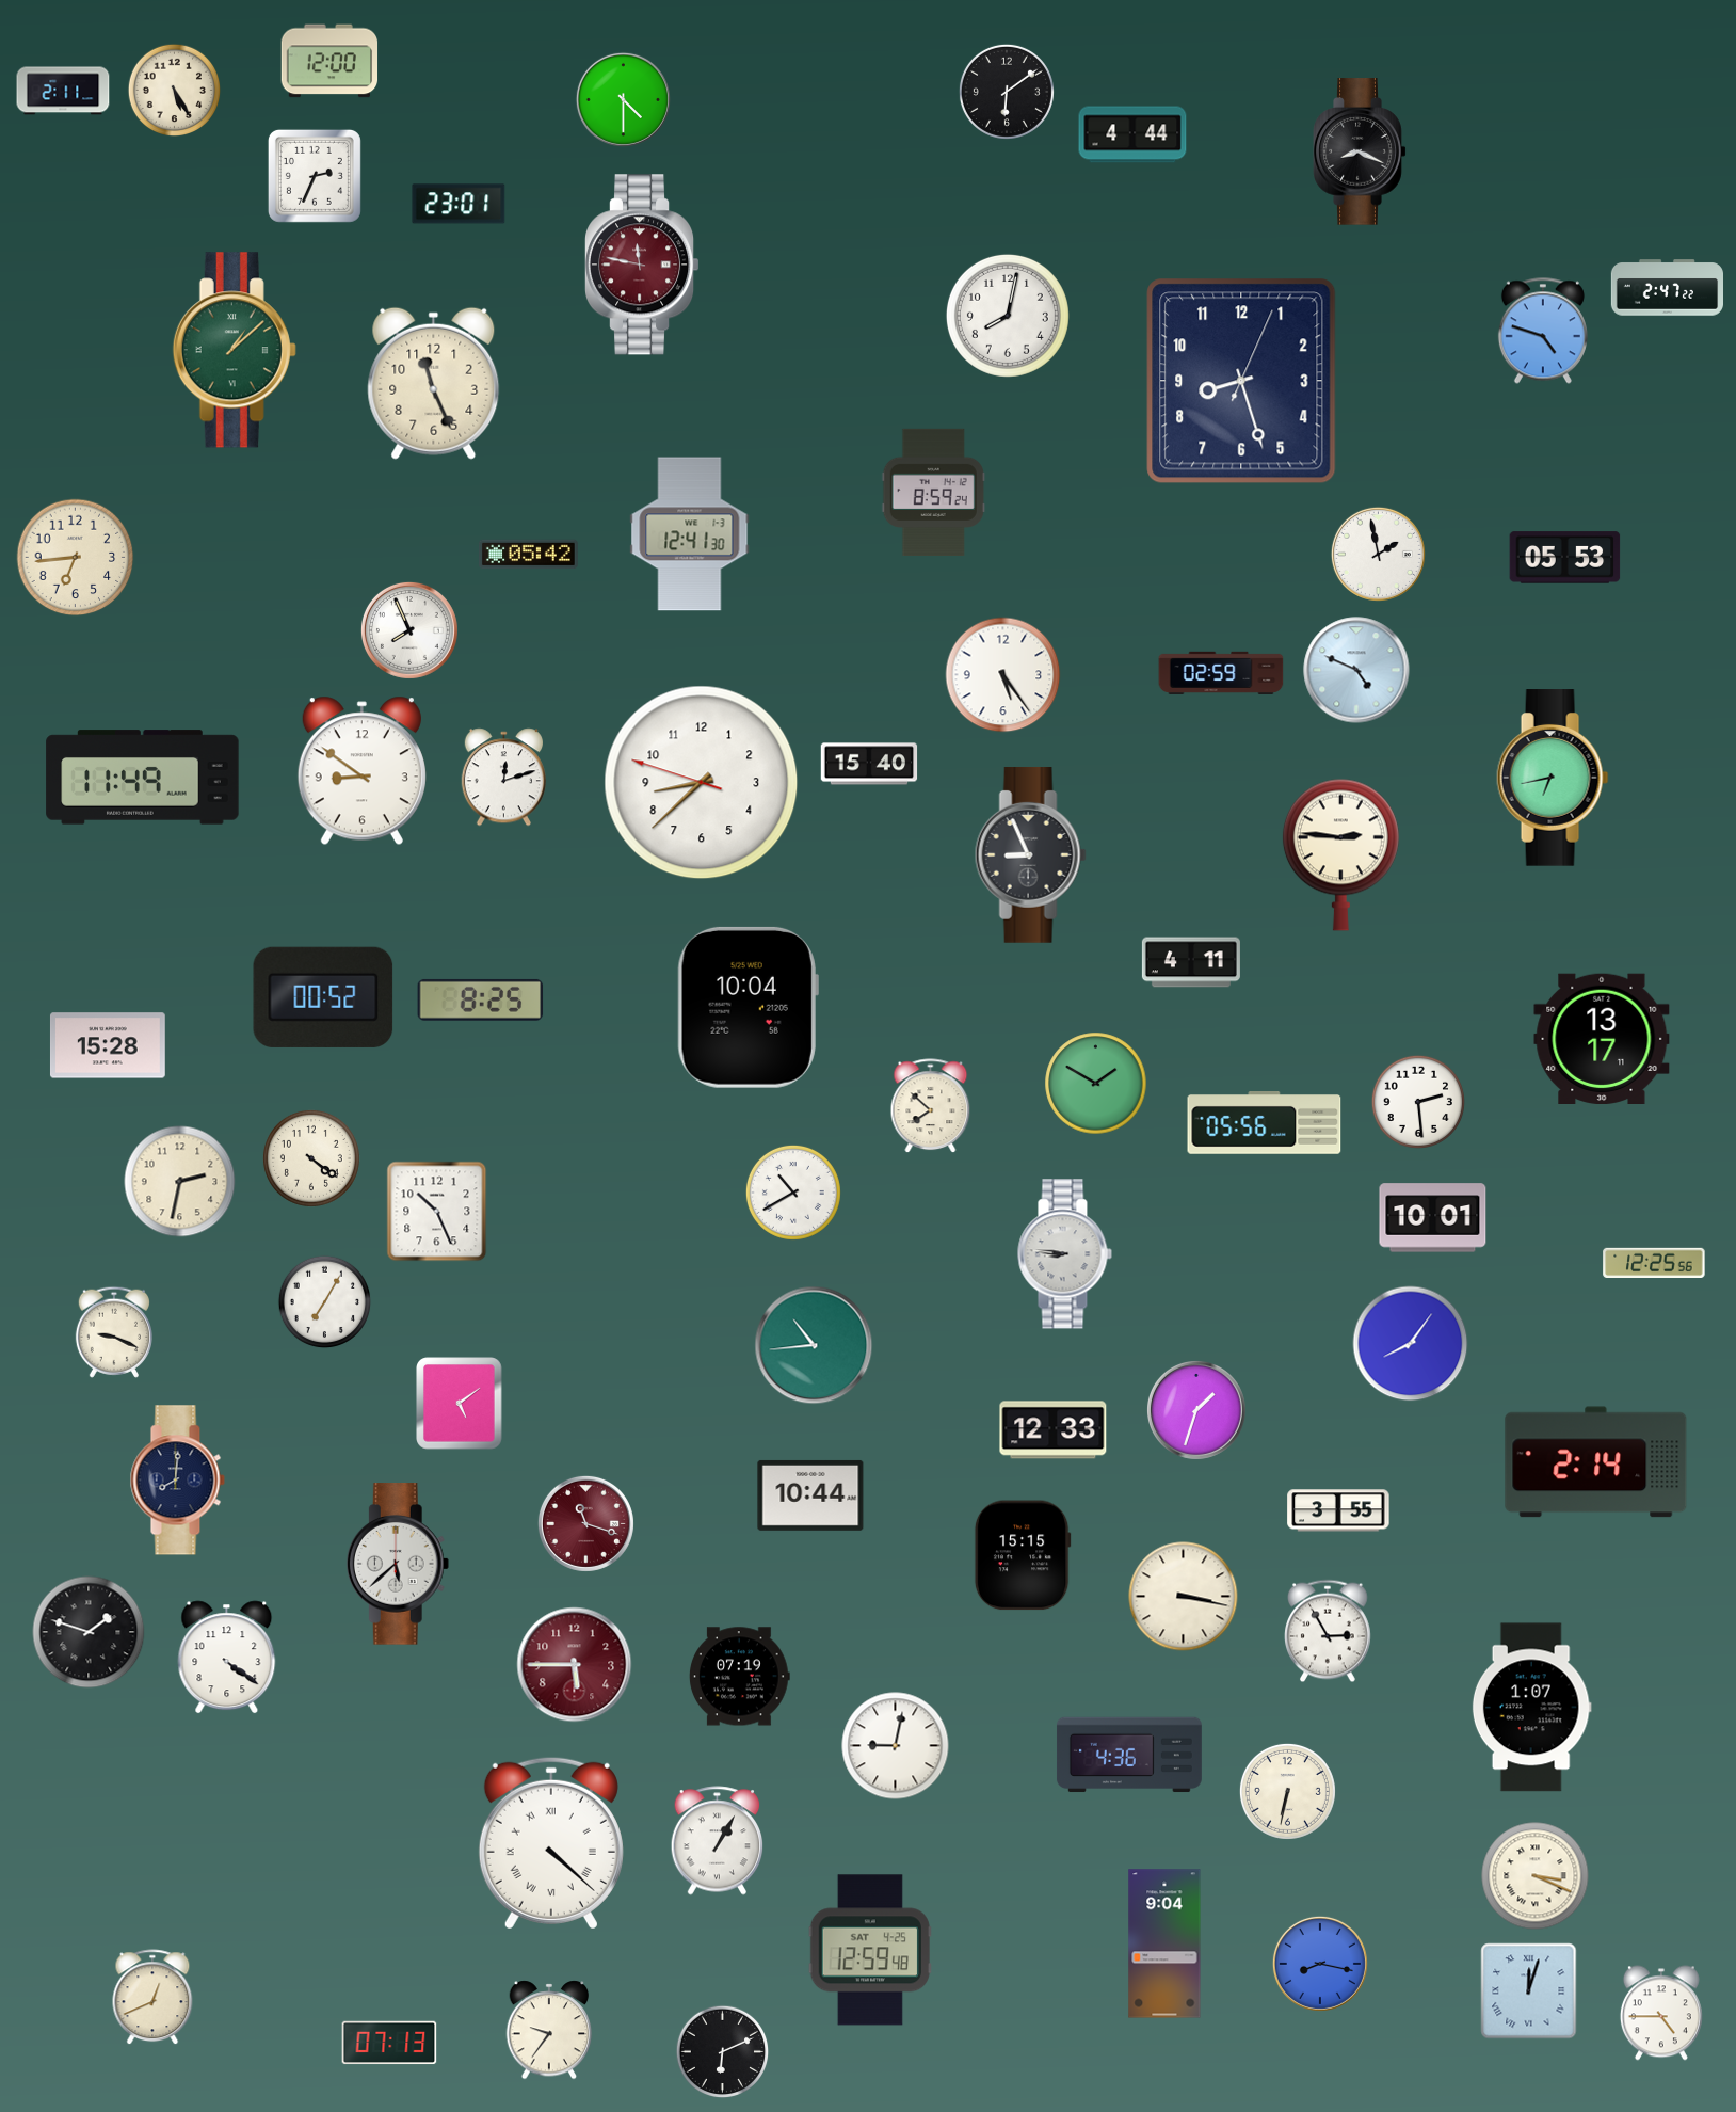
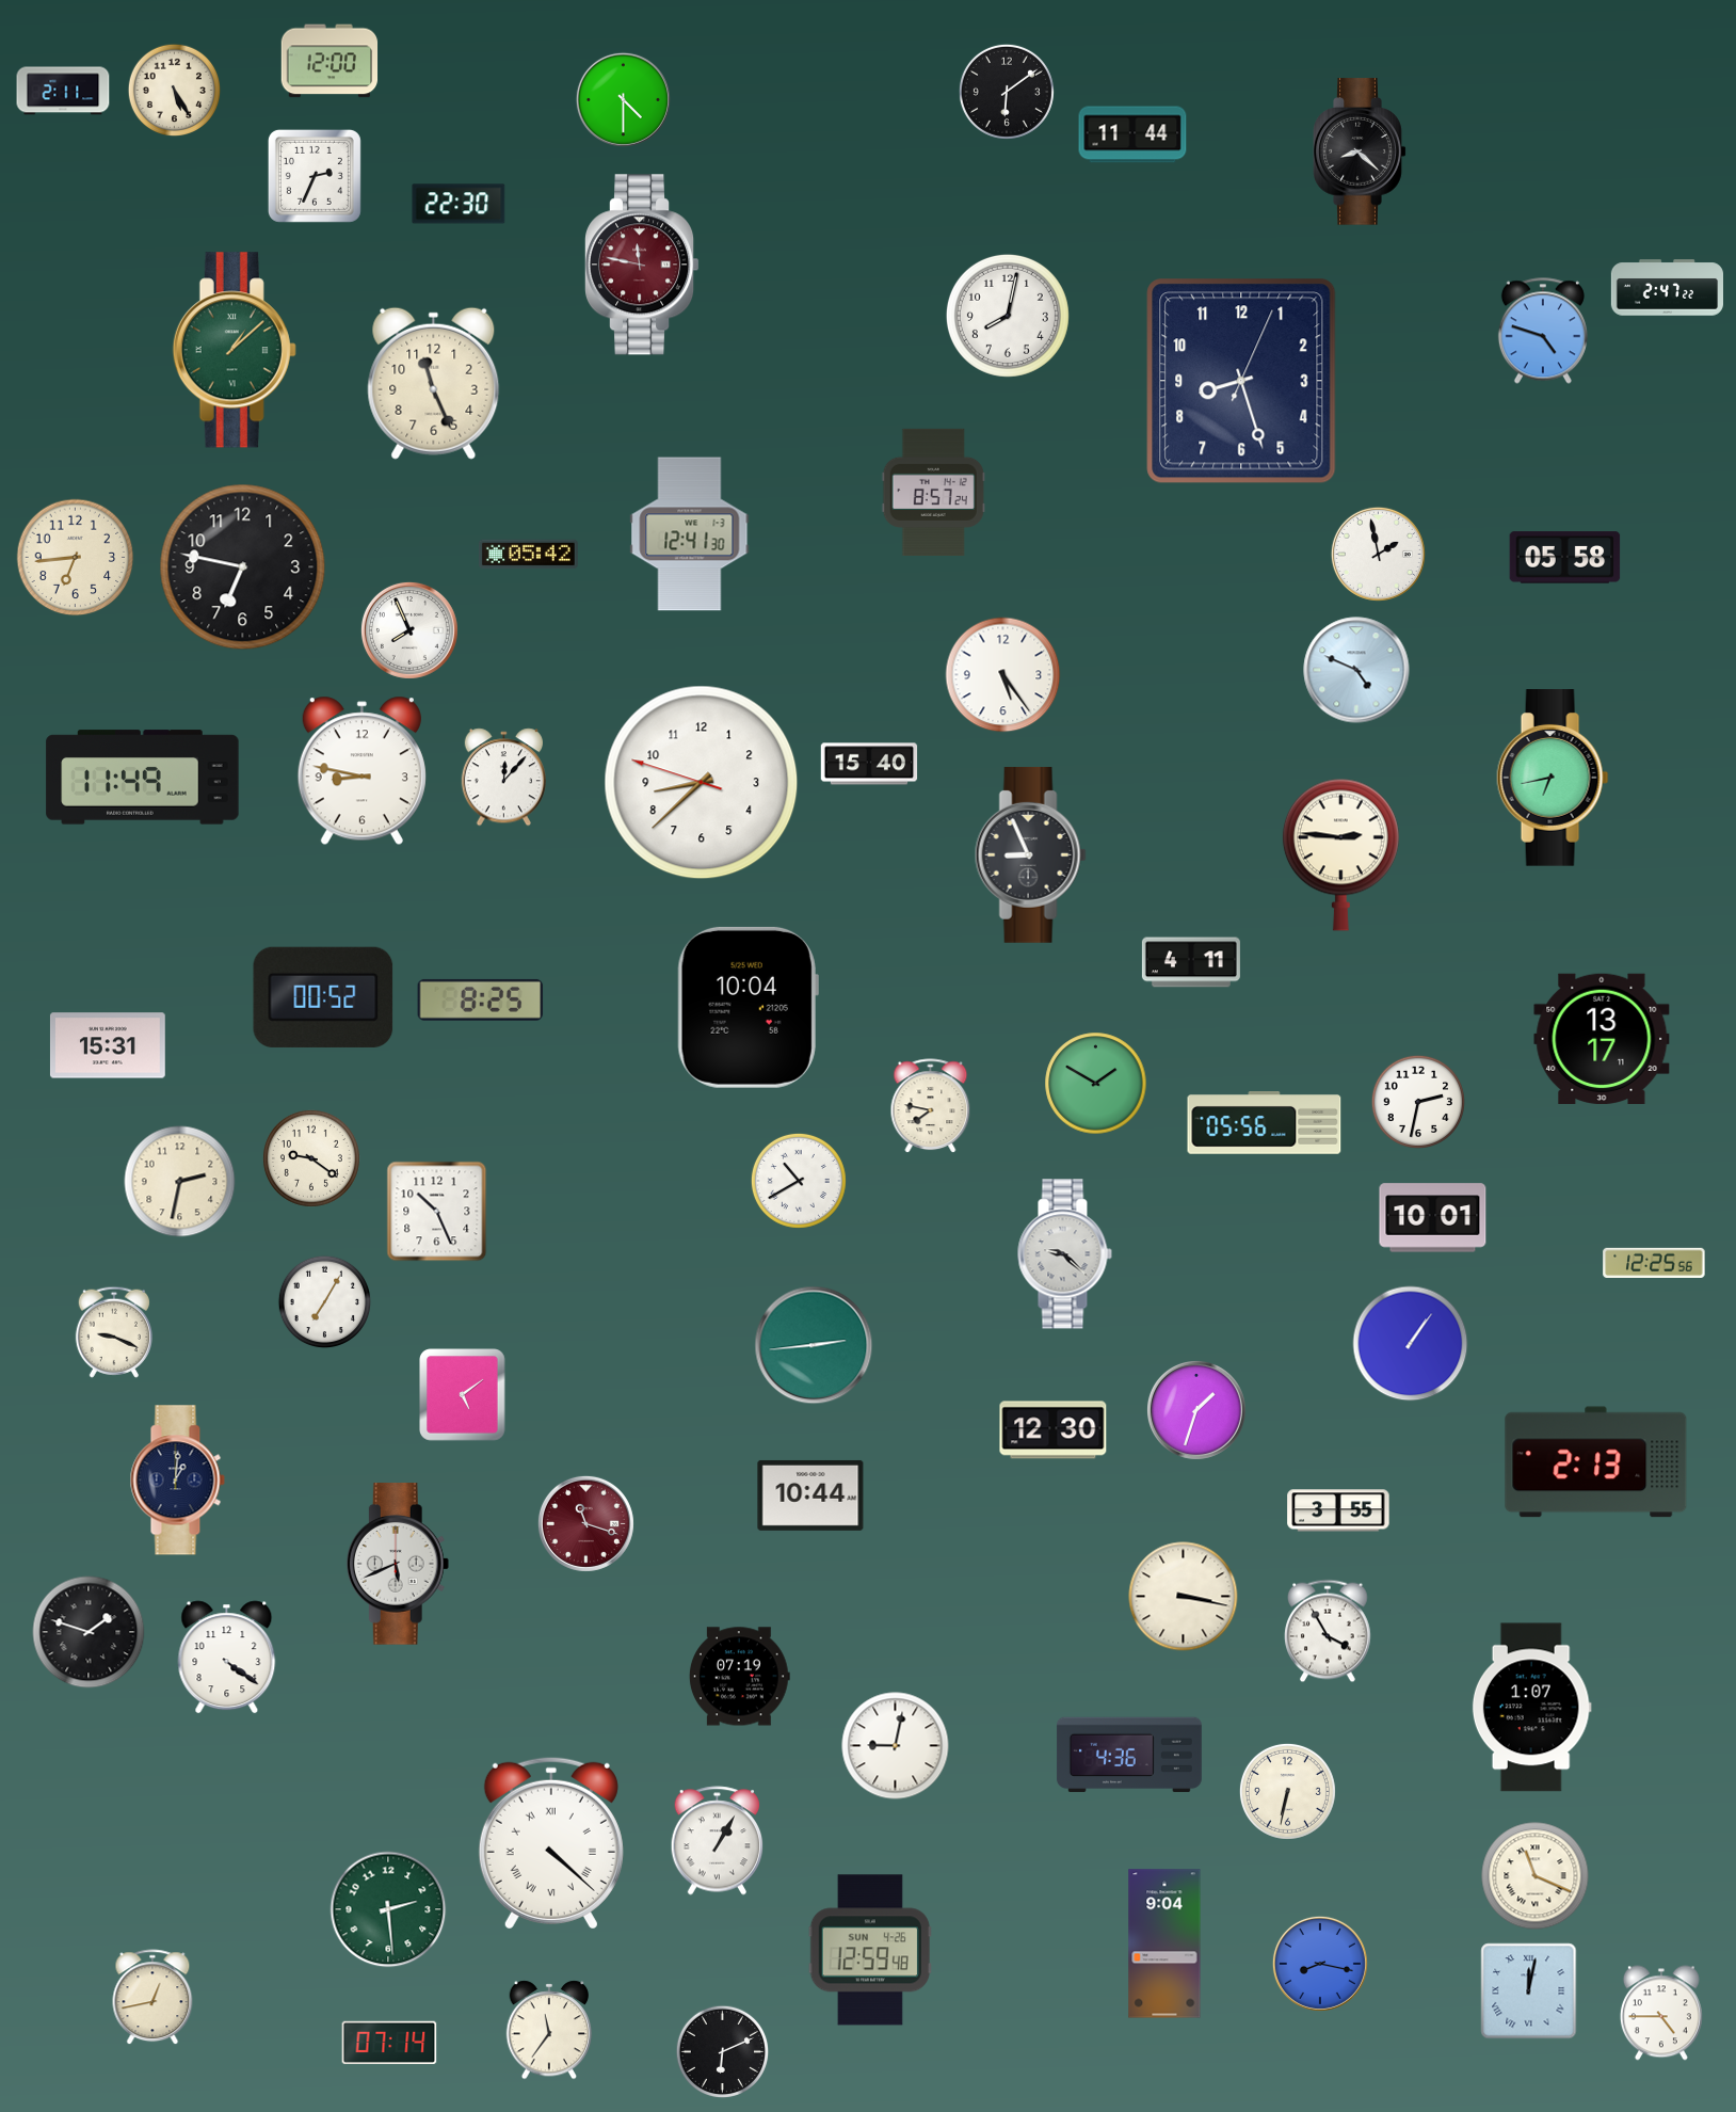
clock at (1132, 134): 4:44 -> 11:44
clock at (1360, 151): 8:19 -> 8:22
clock at (459, 204): 23:01 -> 22:30
clock at (933, 492): 8:59 -> 8:57
clock at (1565, 558): 05:53 -> 05:58
clock at (243, 567): none -> 6:47
clock at (1221, 673): 02:59 -> none
clock at (361, 771): 8:51 -> 8:47
clock at (503, 778): 12:12 -> 12:07
clock at (108, 1045): 15:28 -> 15:31
clock at (1417, 1101): 2:29 -> 2:32
clock at (931, 1106): 7:52 -> 7:47
clock at (311, 1158): 4:21 -> 9:21
clock at (793, 1193) position: (793, 1193) -> (799, 1181)
clock at (1064, 1254): 8:46 -> 9:22
clock at (1411, 1344): 8:06 -> 1:06
clock at (814, 1345): 10:44 -> 2:44
clock at (460, 1404) position: (460, 1404) -> (463, 1395)
clock at (1054, 1430): 12:33 -> 12:30
clock at (1596, 1462): 2:14 -> 2:13
clock at (177, 1481): 8:01 -> 1:01
clock at (1023, 1555): 15:15 -> none
clock at (398, 1564): 5:38 -> 5:41
clock at (1329, 1631): 2:55 -> 3:55
clock at (575, 1665): 5:45 -> none
clock at (1536, 1876): 3:19 -> 11:19
clock at (388, 1909): none -> 2:29
clock at (870, 1950) date: SAT 4-25 -> SUN 4-26
clock at (1529, 1991): 12:03 -> 12:02
clock at (152, 1998): 12:41 -> 12:43
clock at (549, 2030): 9:36 -> 11:36
clock at (389, 2043): 07:13 -> 07:14
